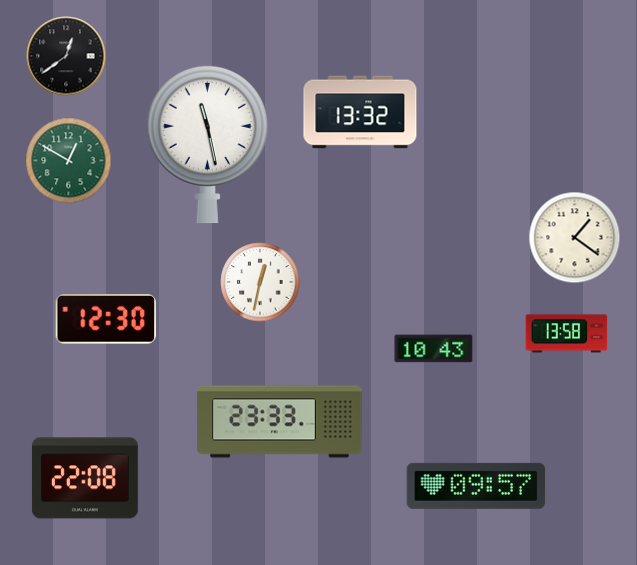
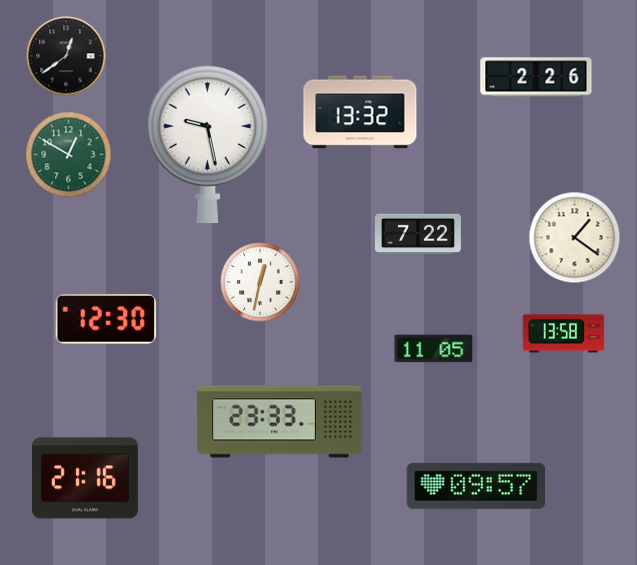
clock at (536, 77): none -> 2:26
clock at (207, 144): 11:28 -> 9:28
clock at (69, 161) position: (69, 161) -> (69, 155)
clock at (418, 234): none -> 7:22
clock at (567, 334) position: (567, 334) -> (564, 334)
clock at (434, 349): 10:43 -> 11:05
clock at (85, 478): 22:08 -> 21:16
